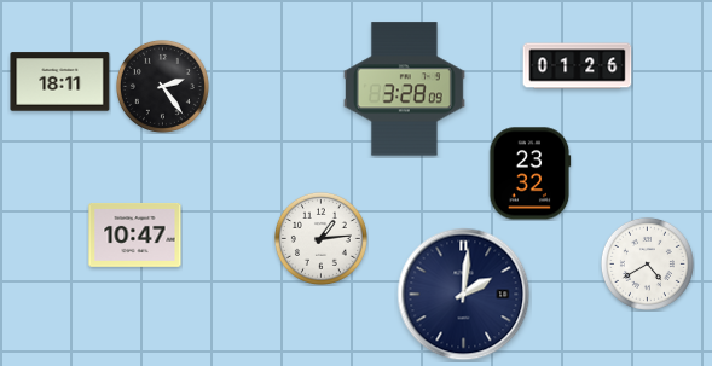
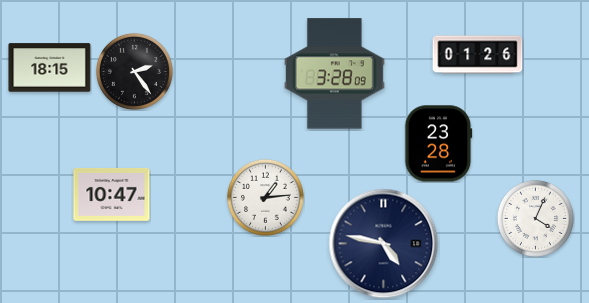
clock at (60, 82): 18:11 -> 18:15
clock at (531, 174): 23:32 -> 23:28
clock at (647, 263): 4:40 -> 4:04
clock at (464, 295): 2:01 -> 4:47
